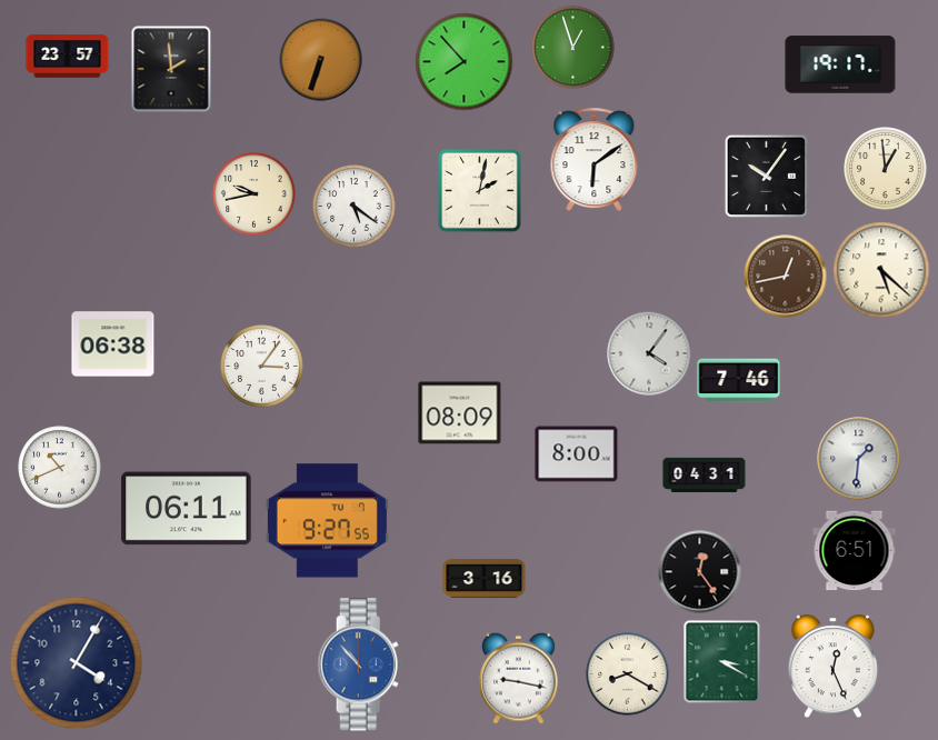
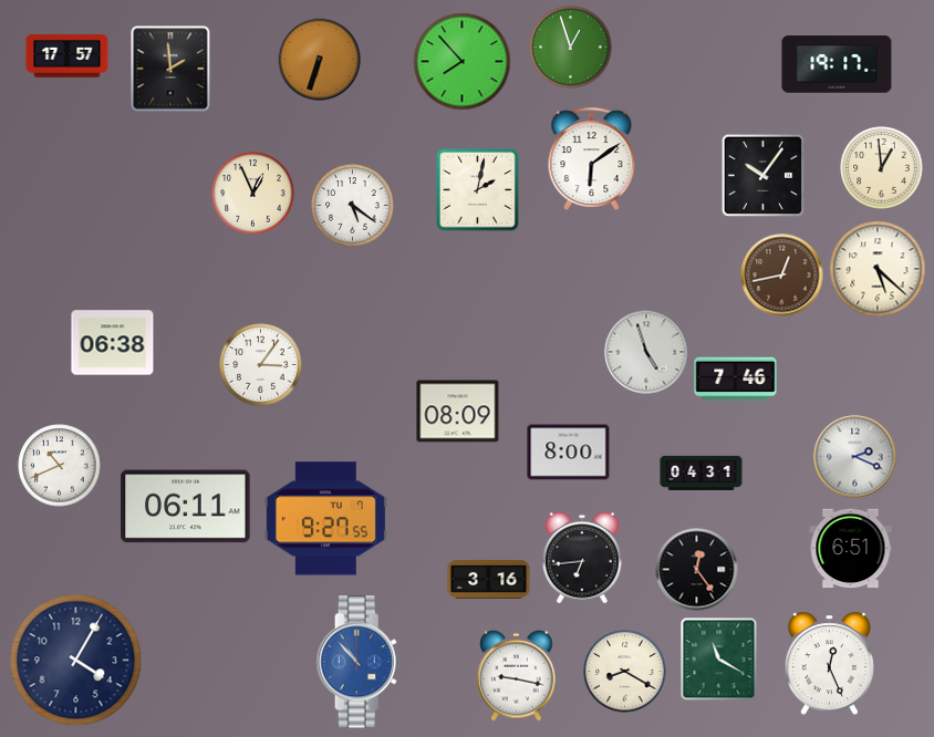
clock at (68, 57): 23:57 -> 17:57
clock at (255, 194): 9:43 -> 12:56
clock at (649, 353): 4:06 -> 4:57
clock at (577, 454) position: (577, 454) -> (569, 453)
clock at (859, 459): 1:31 -> 2:19
clock at (582, 558): none -> 6:44
clock at (485, 578) position: (485, 578) -> (489, 579)
clock at (722, 662): 3:20 -> 11:20
